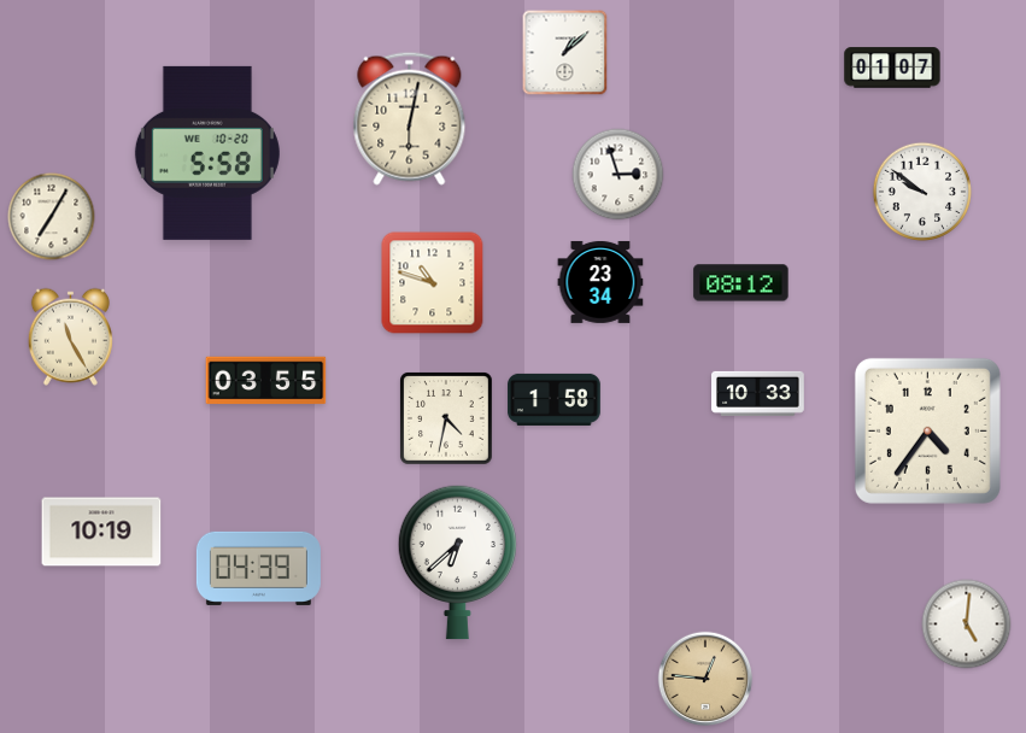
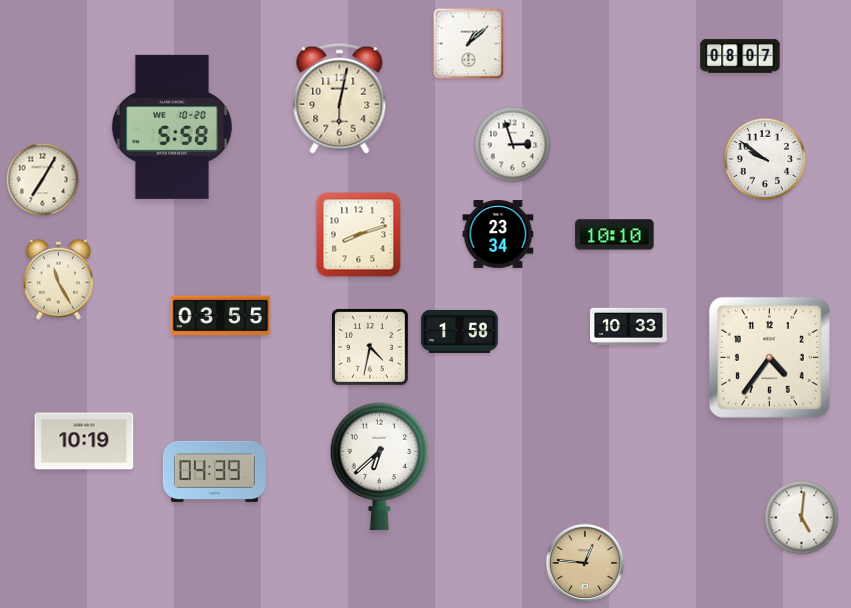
clock at (892, 68): 01:07 -> 08:07
clock at (433, 283): 10:48 -> 8:12
clock at (741, 283): 08:12 -> 10:10
